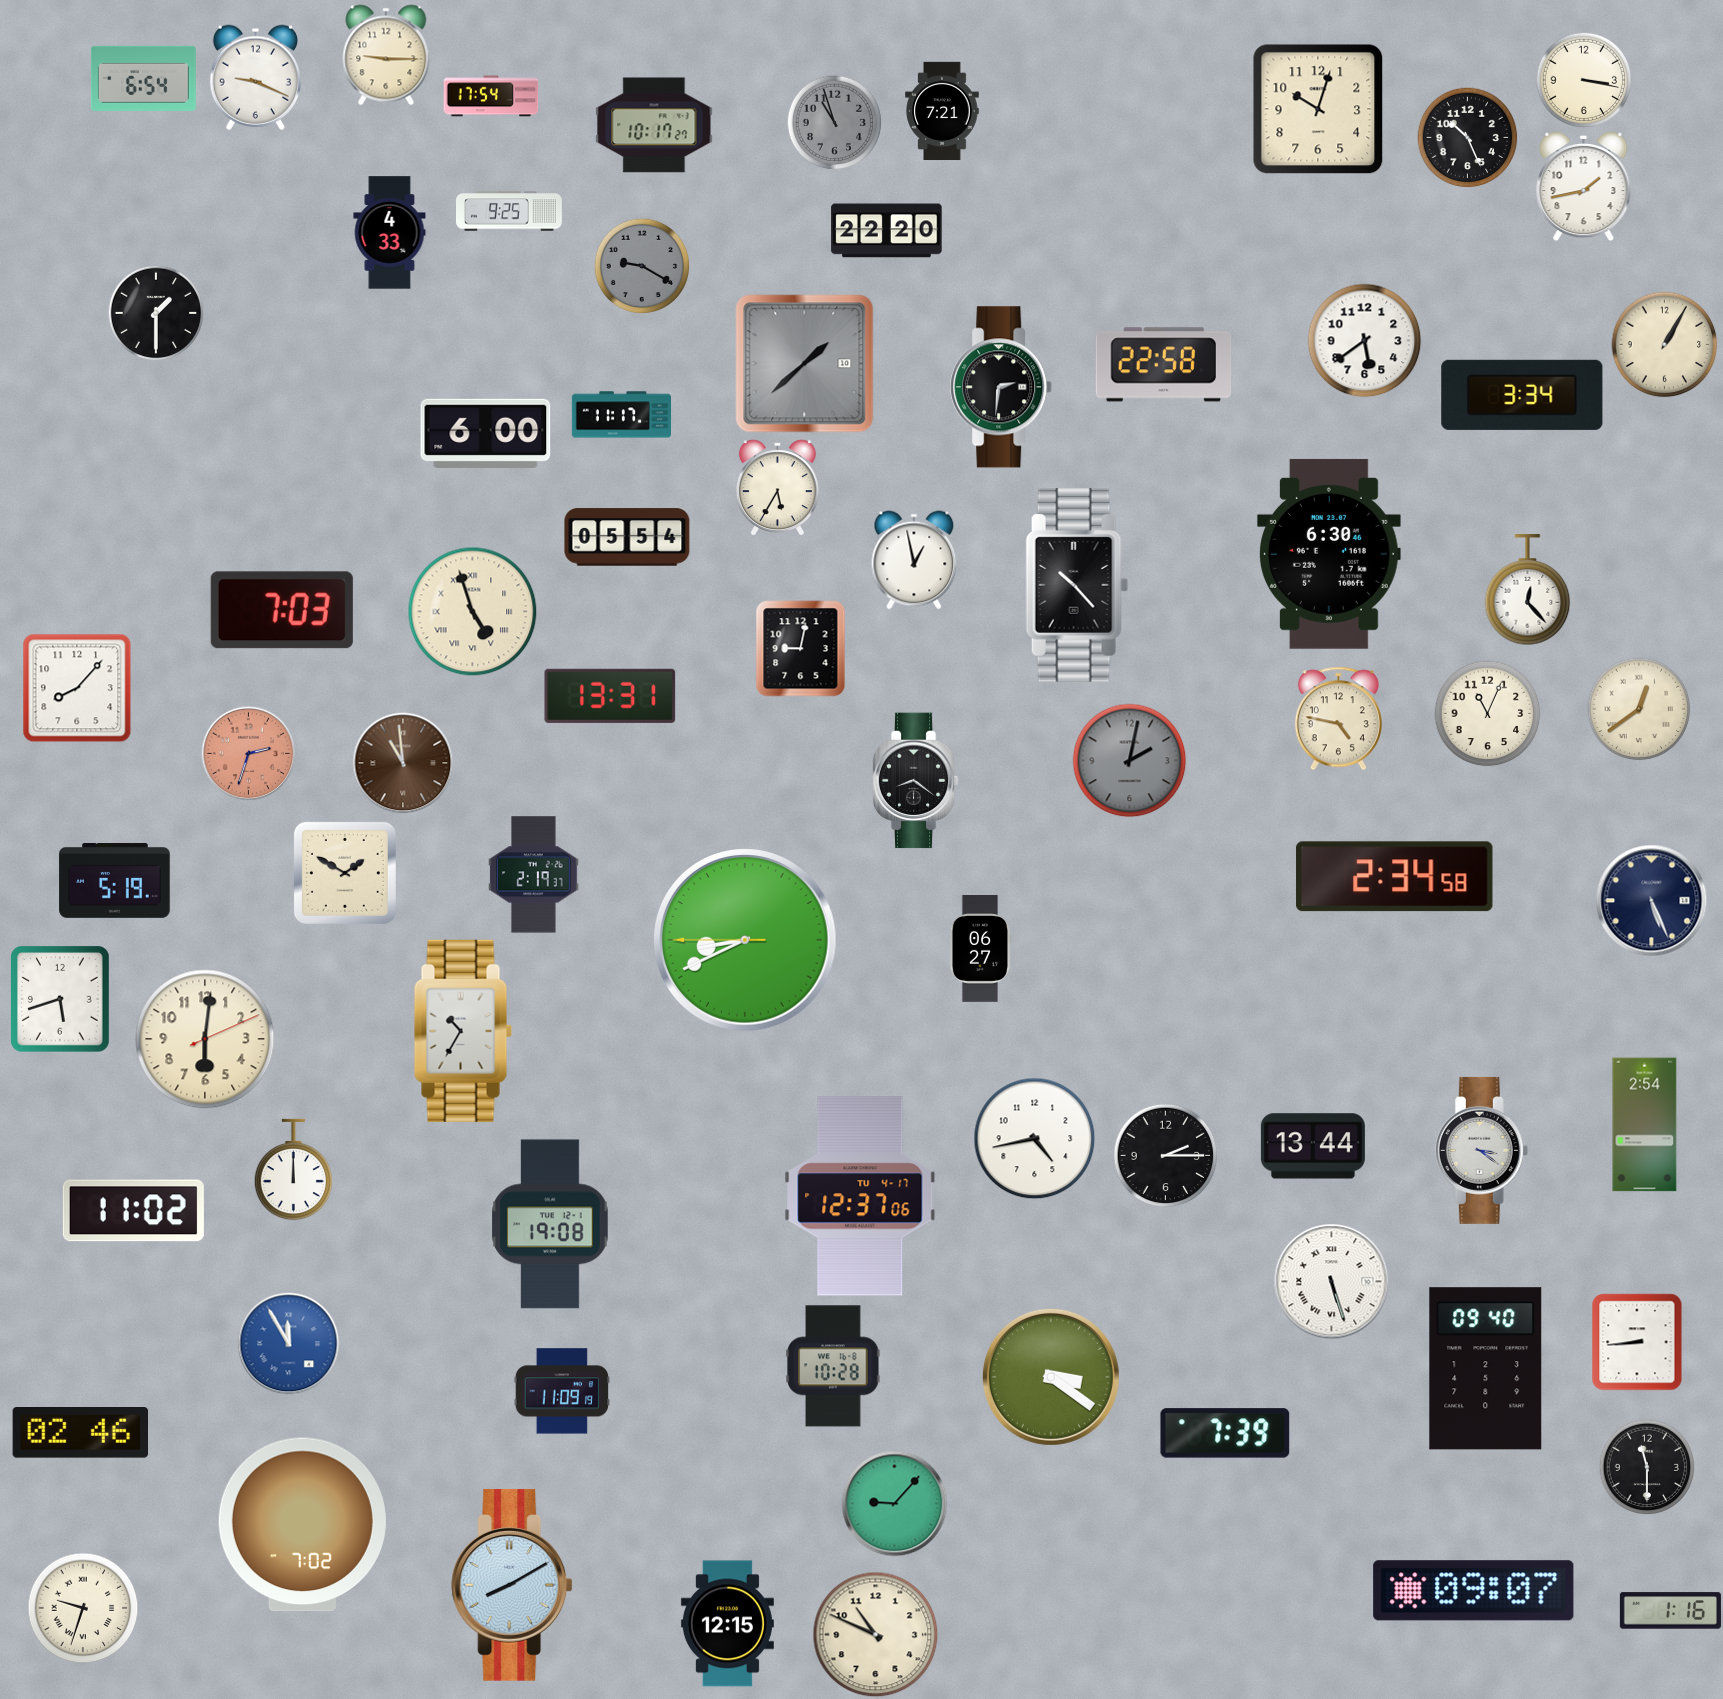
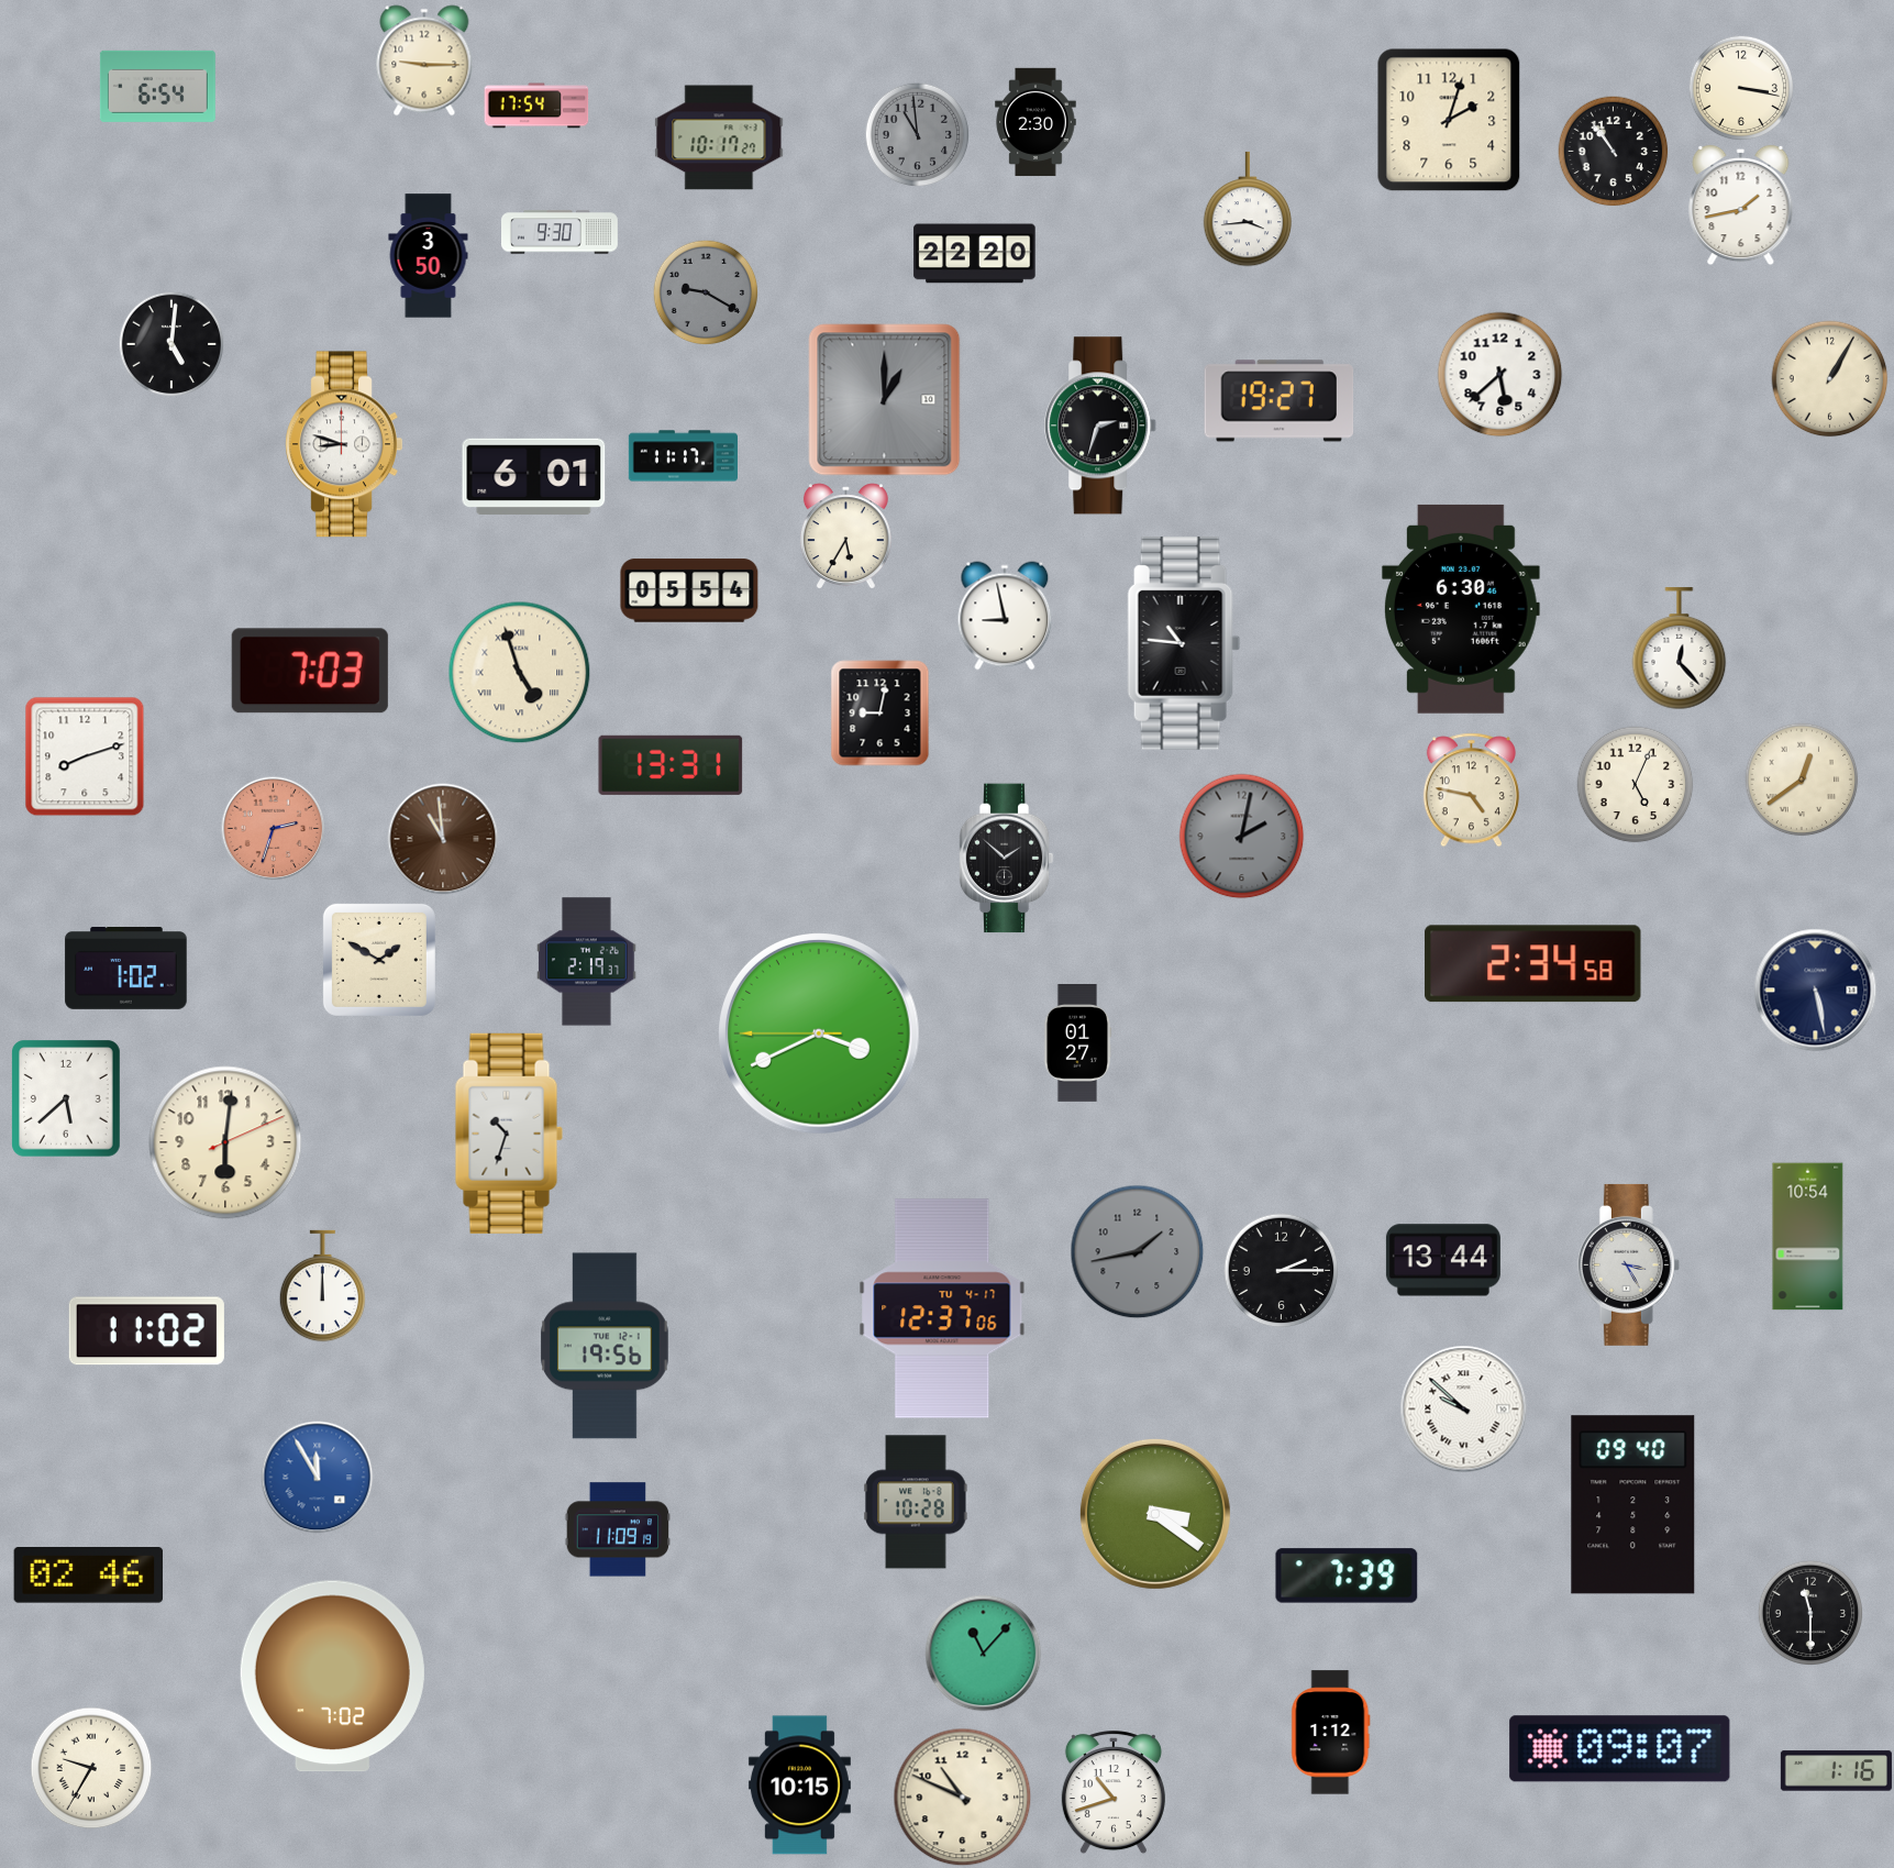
clock at (255, 77): 9:19 -> none
clock at (491, 96) position: (491, 96) -> (536, 106)
clock at (1318, 109): 10:03 -> 2:03
clock at (942, 111): 7:21 -> 2:30
clock at (834, 122): 10:57 -> 10:59
clock at (1468, 138): 10:26 -> 10:54
clock at (1248, 209): none -> 3:44
clock at (510, 211): 9:25 -> 9:30
clock at (390, 233): 4:33 -> 3:50
clock at (156, 313): 1:30 -> 5:01
clock at (1365, 341): 5:39 -> 5:38
clock at (805, 364): 1:38 -> 1:00
clock at (1164, 365): 22:58 -> 19:27
clock at (1002, 387): 2:31 -> 2:33
clock at (1522, 395): 3:34 -> none
clock at (344, 444): none -> 8:48
clock at (486, 433): 6:00 -> 6:01
clock at (777, 488) position: (777, 488) -> (845, 537)
clock at (914, 560): 12:58 -> 8:58
clock at (1077, 585): 10:23 -> 10:46
clock at (77, 688): 8:07 -> 8:12
clock at (1488, 714): 11:04 -> 5:04
clock at (915, 781): 8:21 -> 1:52
clock at (115, 881): 5:19 -> 1:02
clock at (1652, 901): 5:26 -> 5:28
clock at (746, 941): 8:40 -> 3:40
clock at (980, 949): 06:27 -> 01:27
clock at (61, 999): 5:42 -> 5:38
clock at (463, 1031): 10:35 -> 10:33
clock at (1645, 1125): 2:54 -> 10:54
clock at (1035, 1139): 4:43 -> 1:43
clock at (1035, 1139) dial: white -> grey
clock at (1481, 1150): 3:21 -> 3:25
clock at (860, 1196) position: (860, 1196) -> (942, 1308)
clock at (550, 1224): 19:08 -> 19:56
clock at (1332, 1282): 5:27 -> 9:52
clock at (1637, 1342): 8:44 -> none
clock at (895, 1504): 9:07 -> 11:07
clock at (1331, 1733): none -> 1:12
clock at (512, 1585): 8:10 -> none
clock at (83, 1608): 9:33 -> 9:35
clock at (727, 1624): 12:15 -> 10:15
clock at (1114, 1793): none -> 10:42
